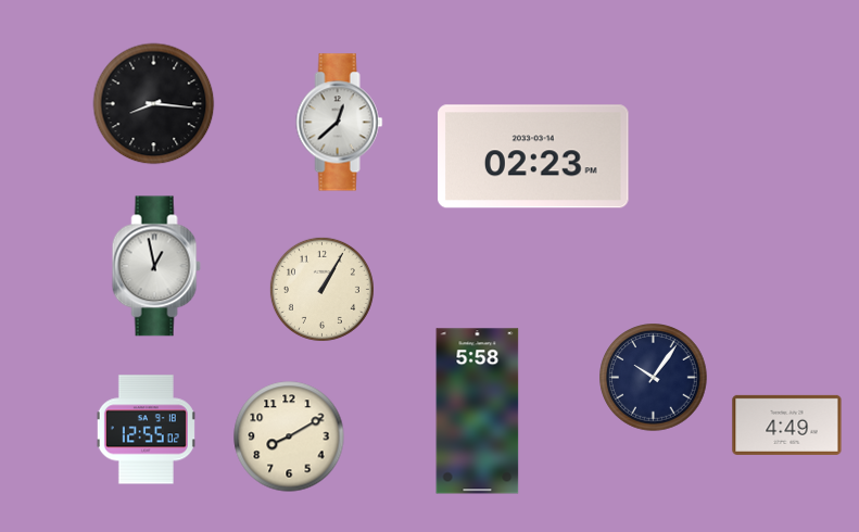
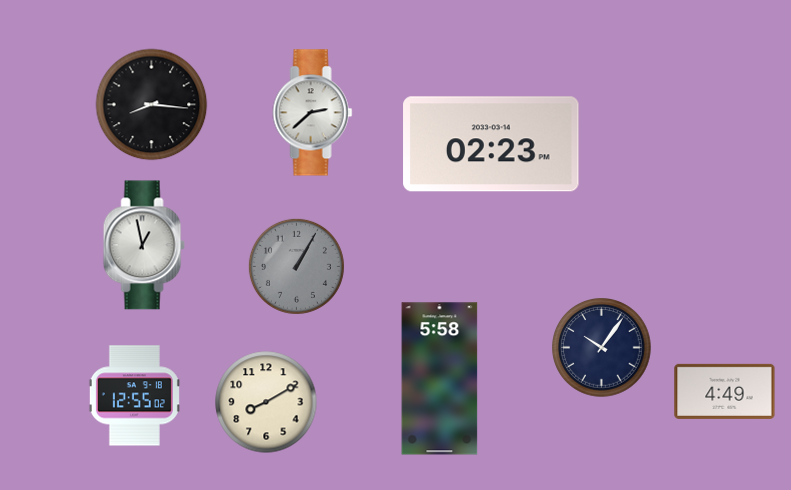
clock at (154, 104) position: (154, 104) -> (152, 105)
clock at (340, 123): 12:38 -> 2:38
clock at (321, 289) dial: cream -> grey
